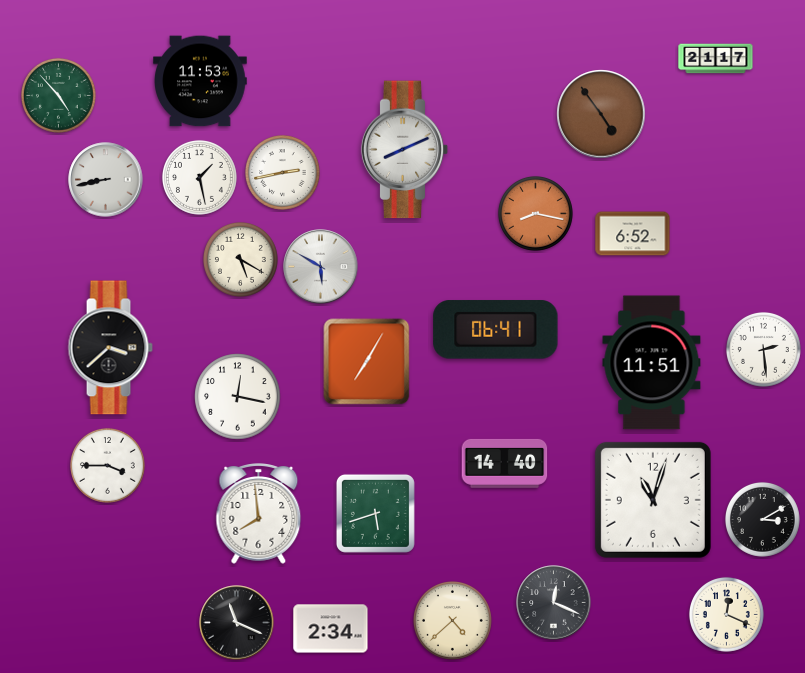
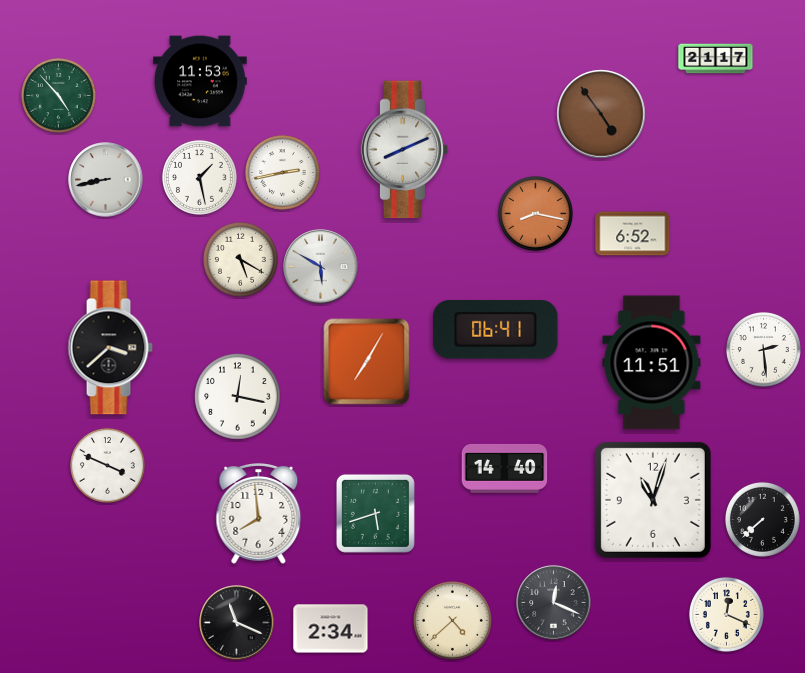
clock at (505, 463) position: (505, 463) -> (505, 468)
clock at (107, 465): 3:45 -> 3:49
clock at (762, 519): 3:10 -> 7:38
